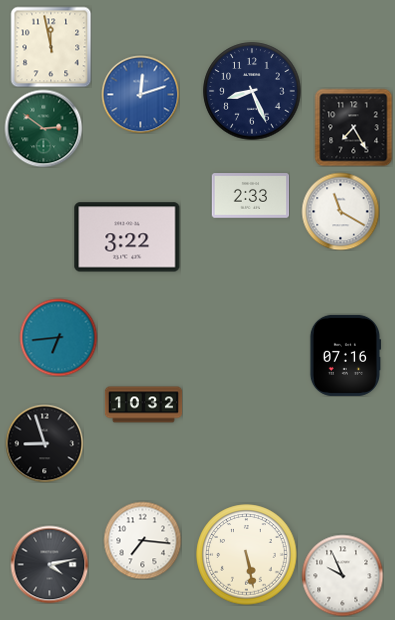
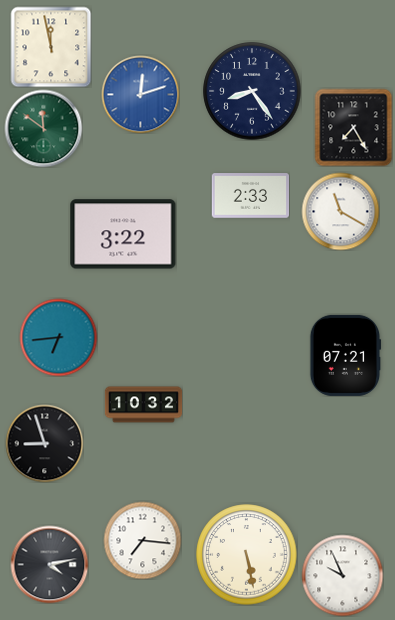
clock at (252, 91): 8:26 -> 8:24
clock at (43, 128): 2:51 -> 11:51
clock at (127, 237) position: (127, 237) -> (123, 234)
clock at (345, 355): 07:16 -> 07:21
